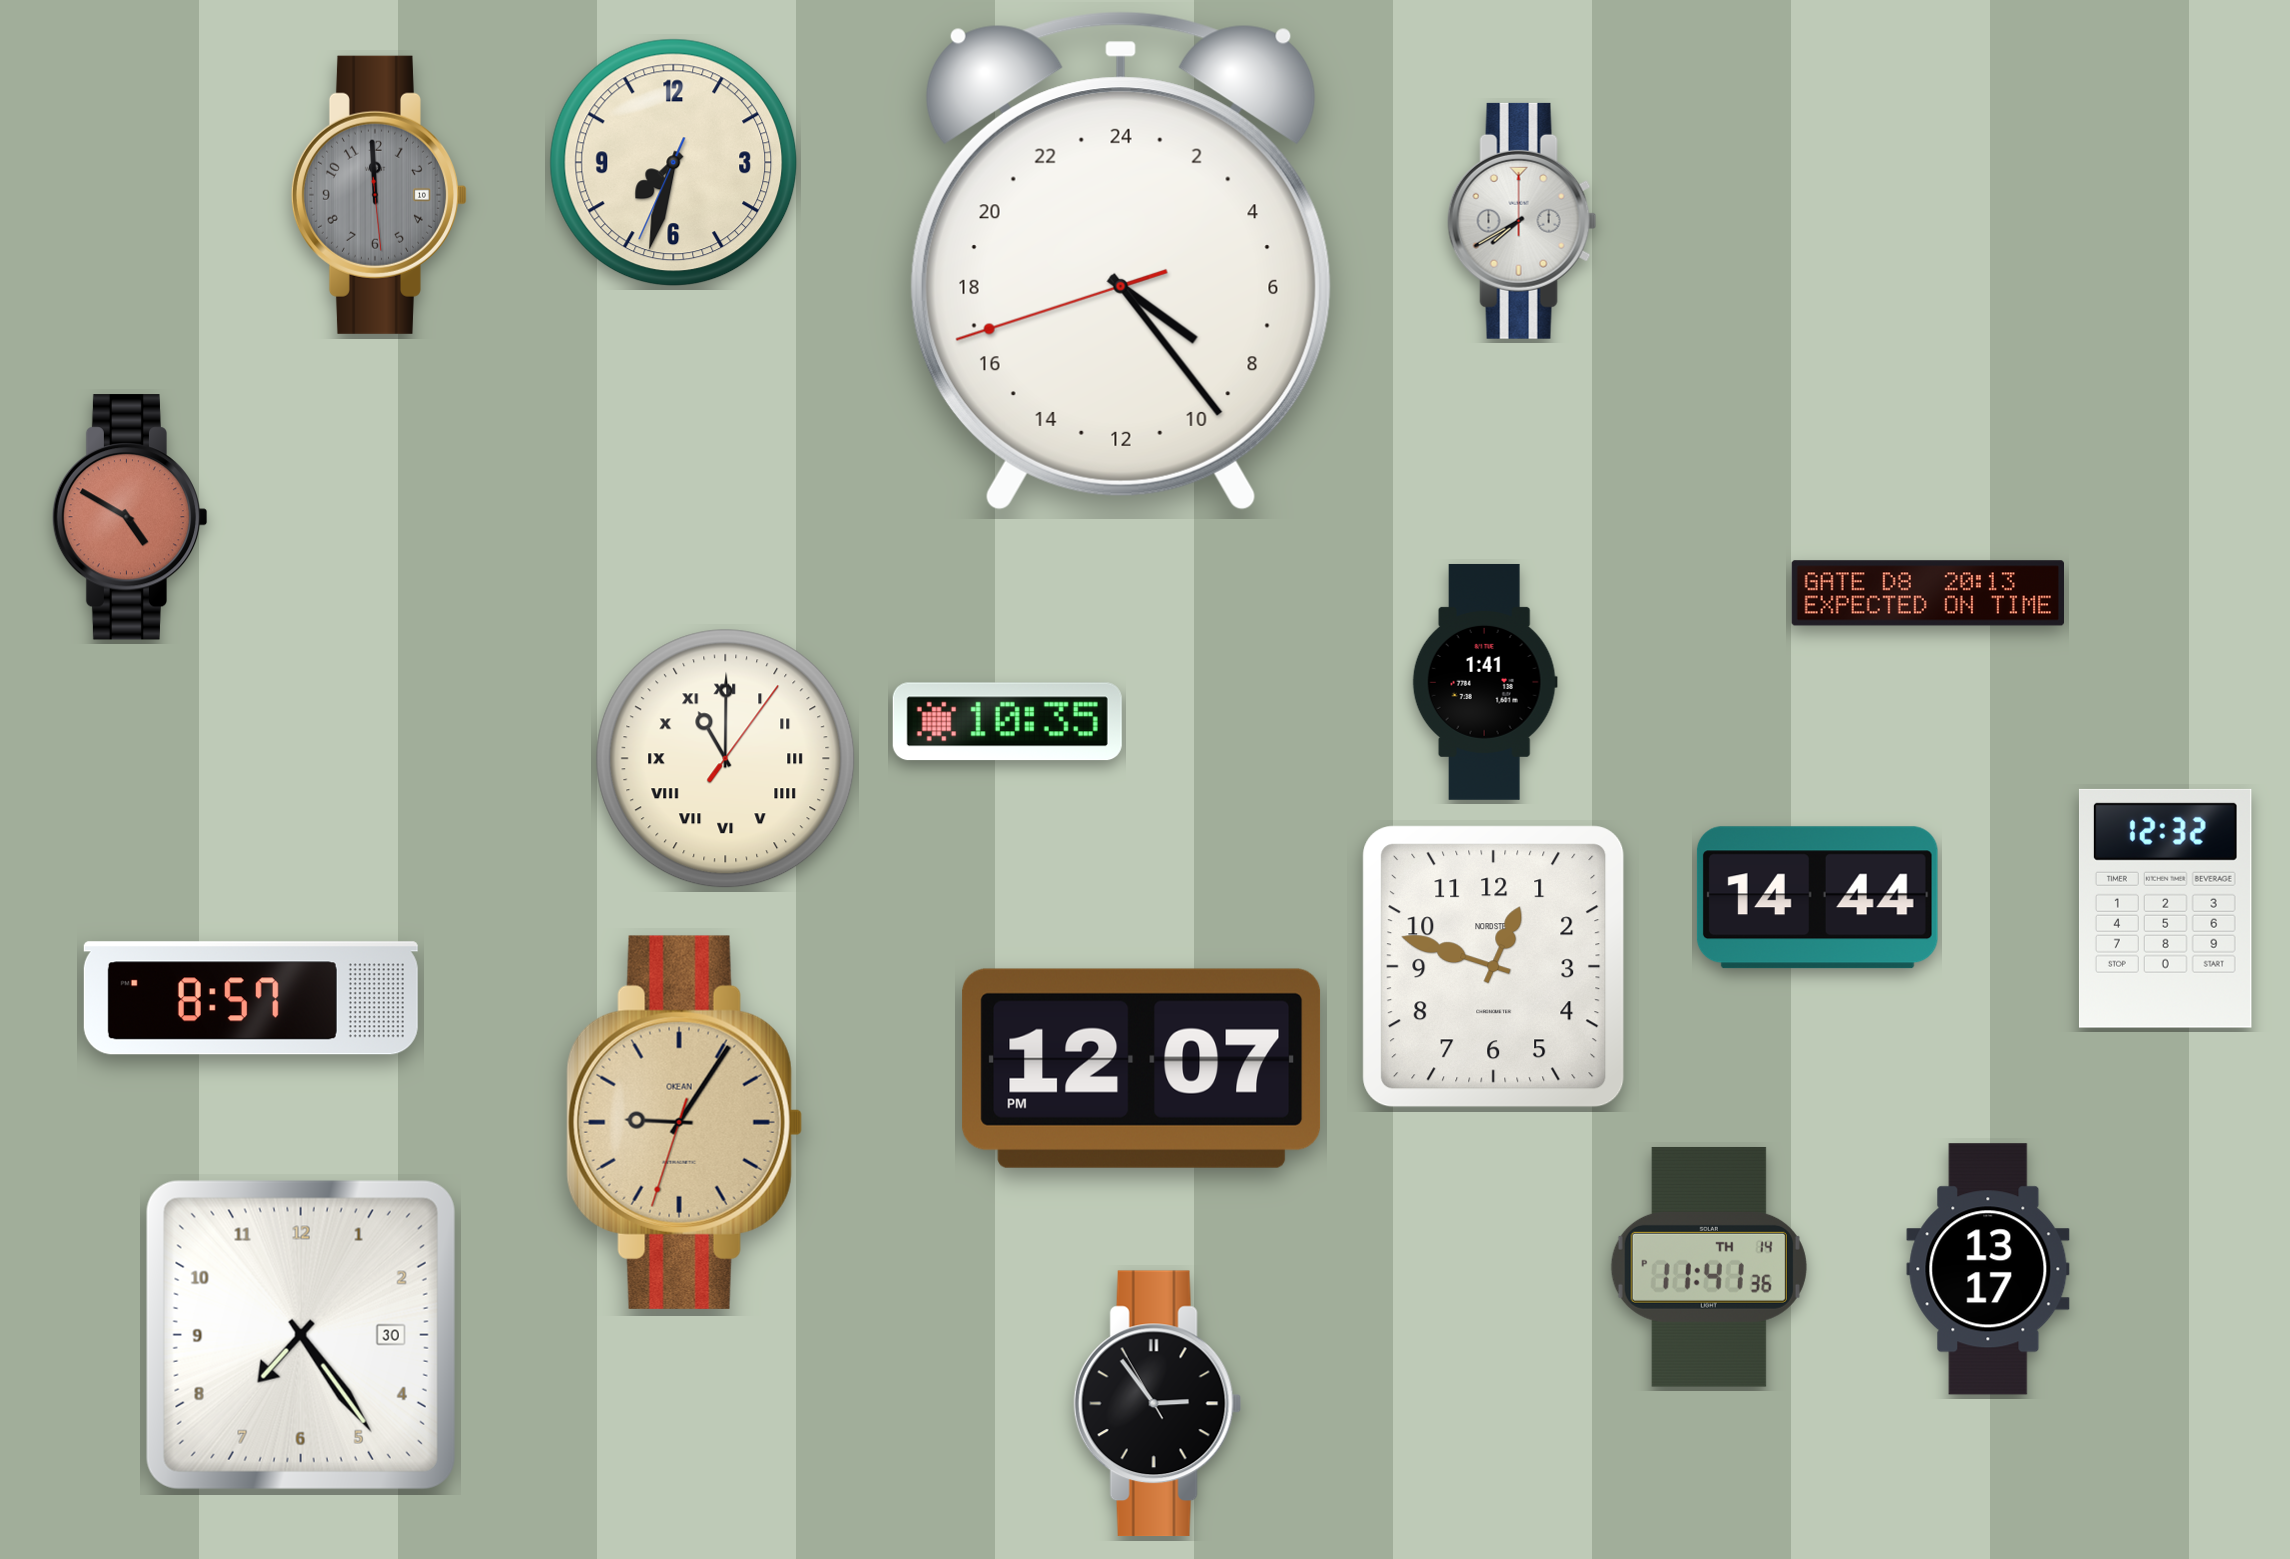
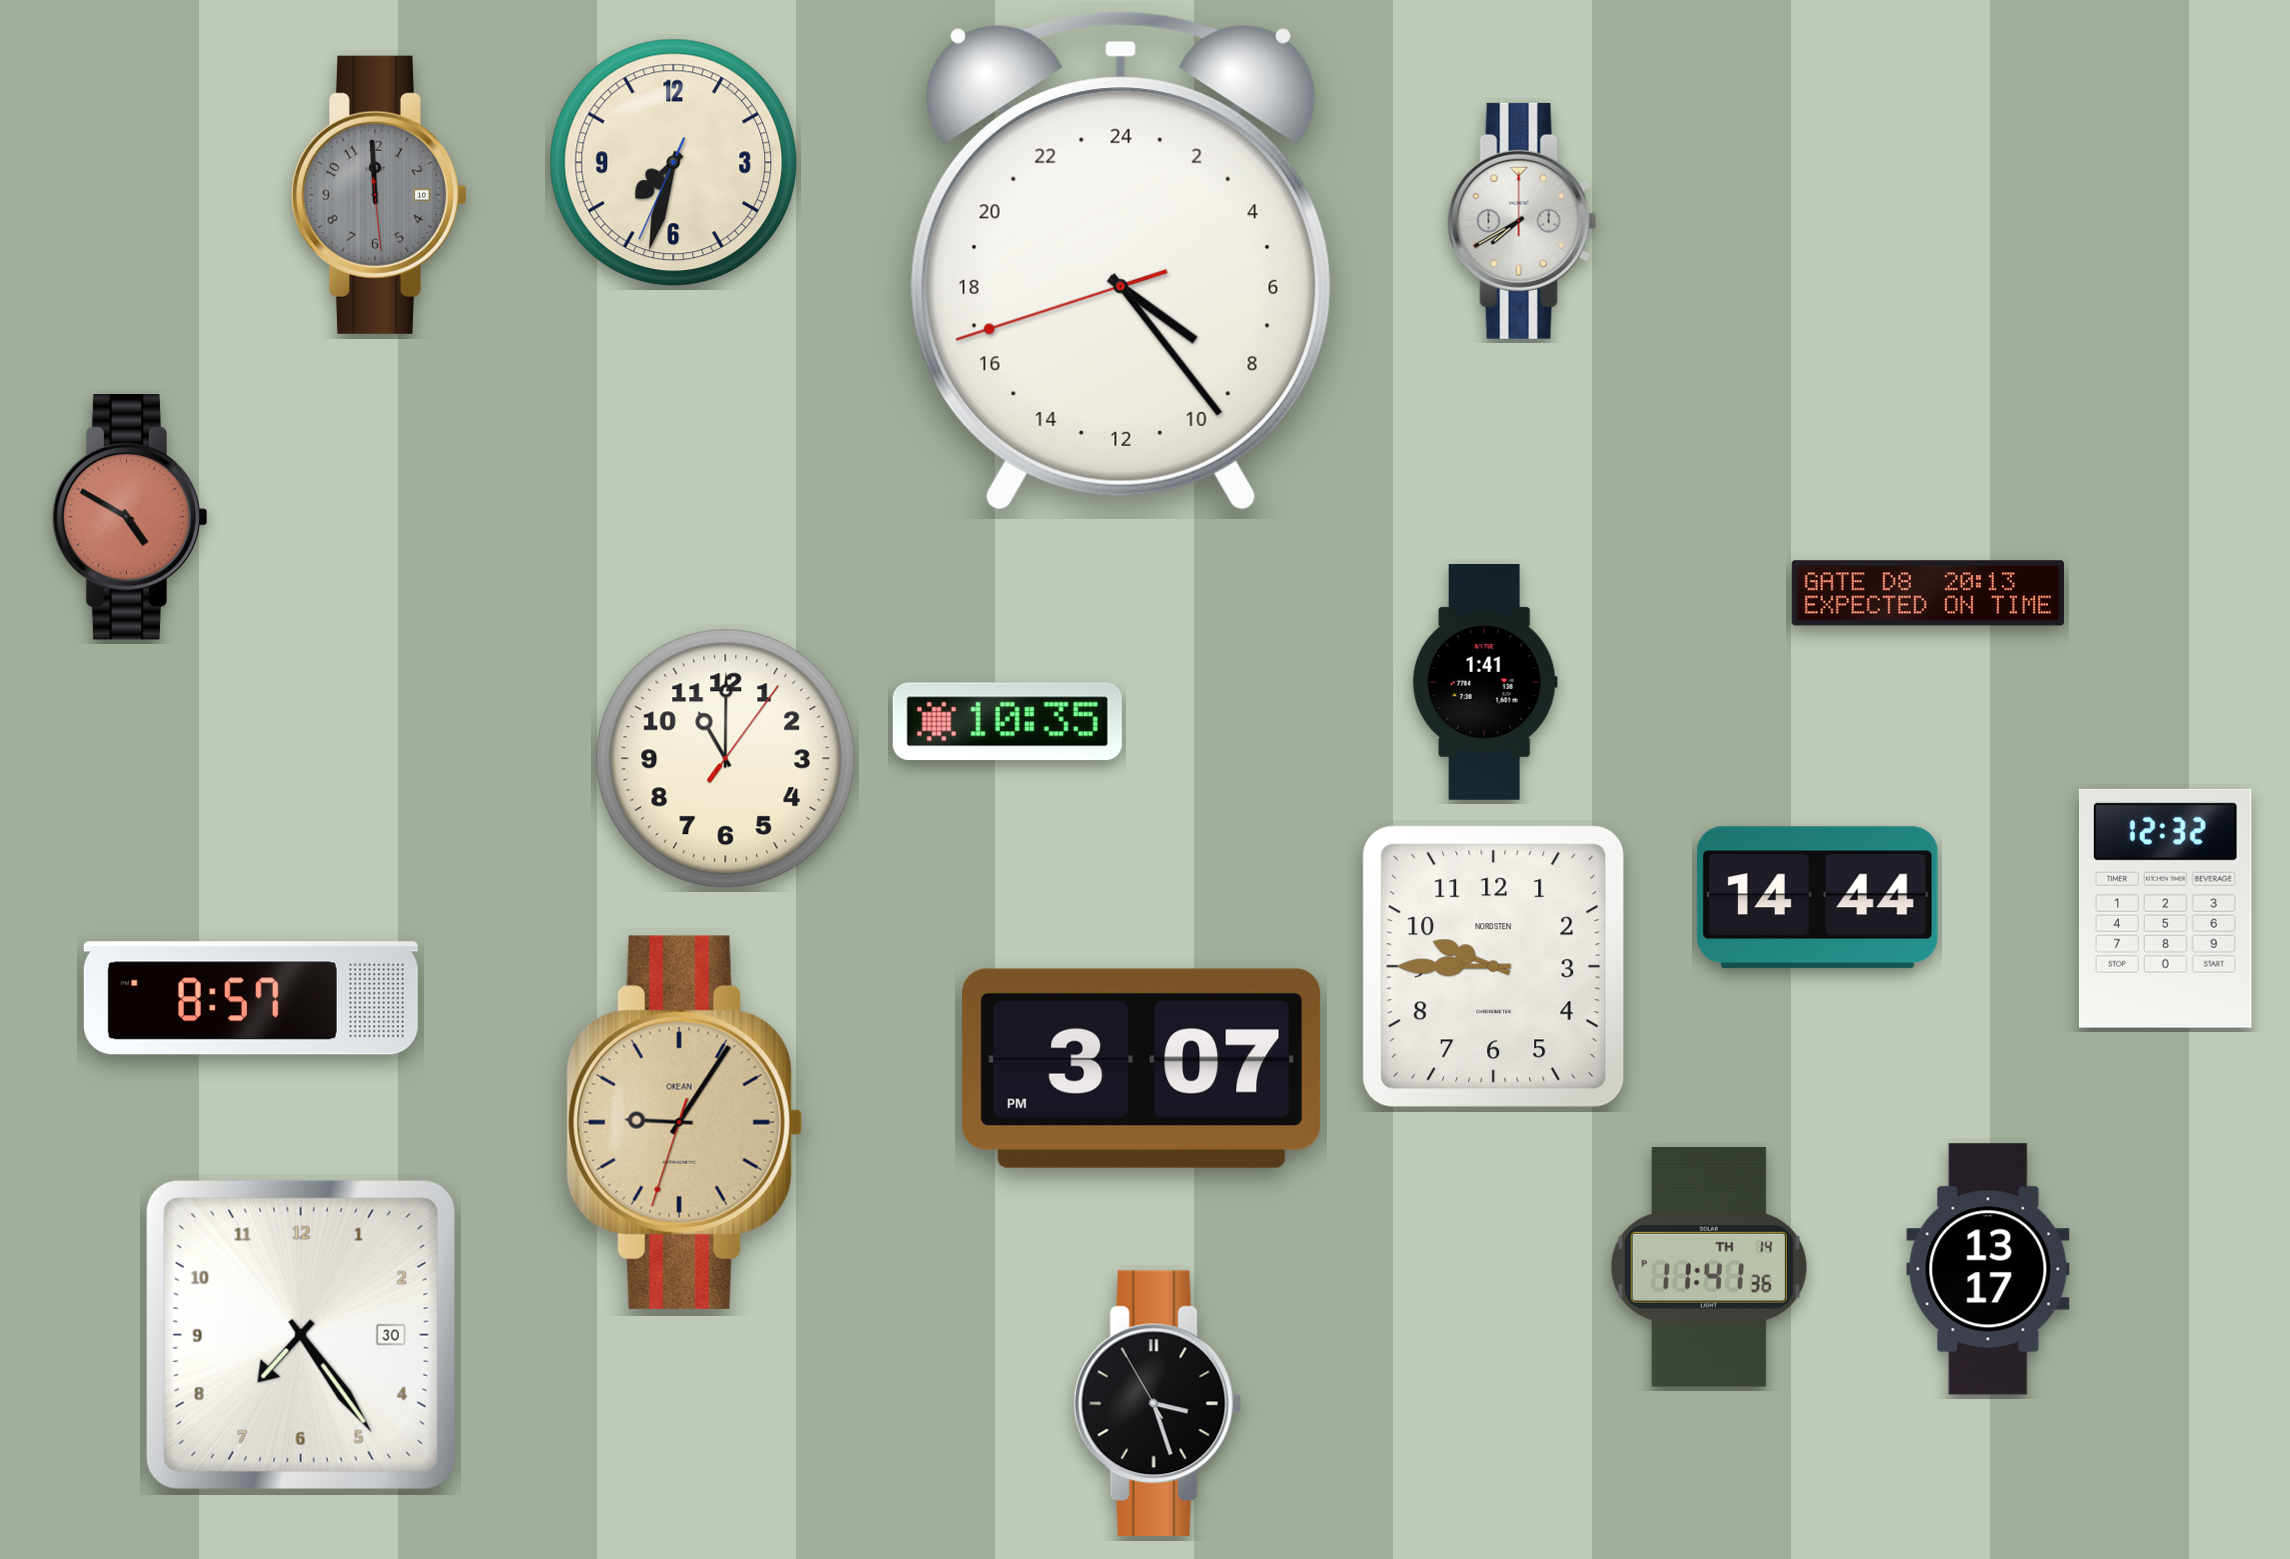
clock at (726, 759) numerals: Roman -> Arabic
clock at (1494, 967): 12:48 -> 9:45
clock at (1142, 1068): 12:07 -> 3:07
clock at (1157, 1404): 2:53 -> 3:26
